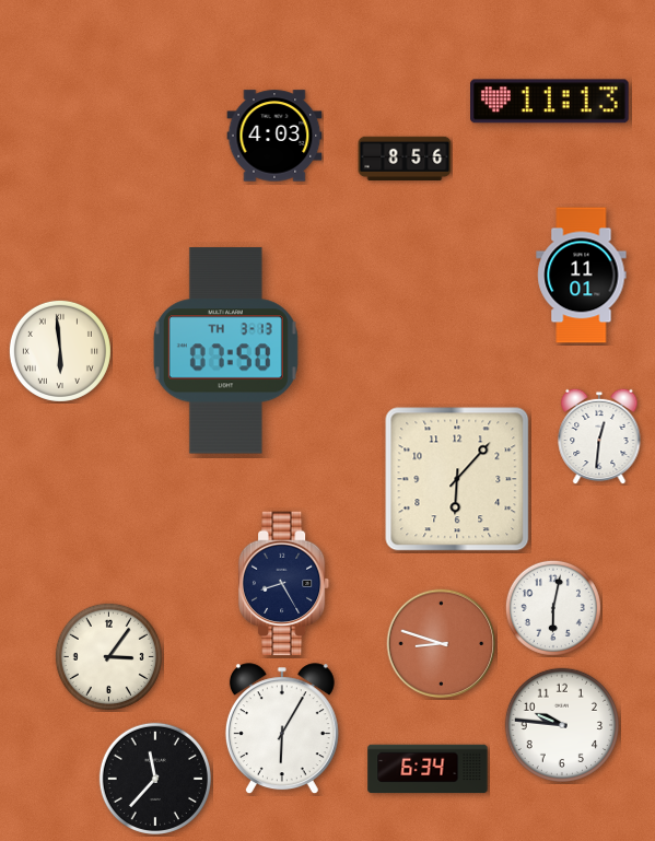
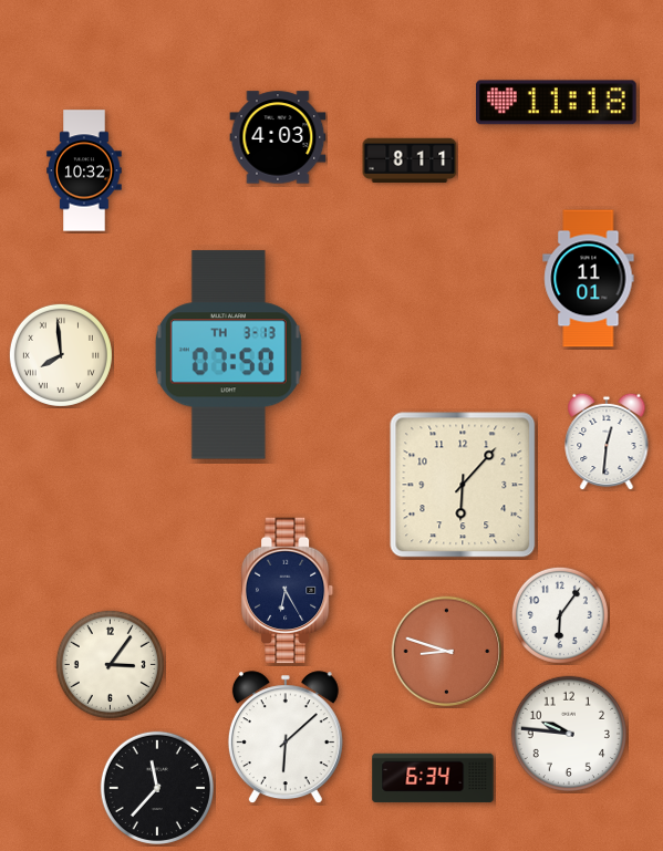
clock at (550, 102): 11:13 -> 11:18
clock at (405, 159): 8:56 -> 8:11
clock at (84, 170): none -> 10:32
clock at (60, 351): 5:59 -> 7:59
clock at (284, 584): 8:25 -> 6:25
clock at (553, 608): 6:02 -> 6:06
clock at (282, 729): 6:05 -> 6:08
